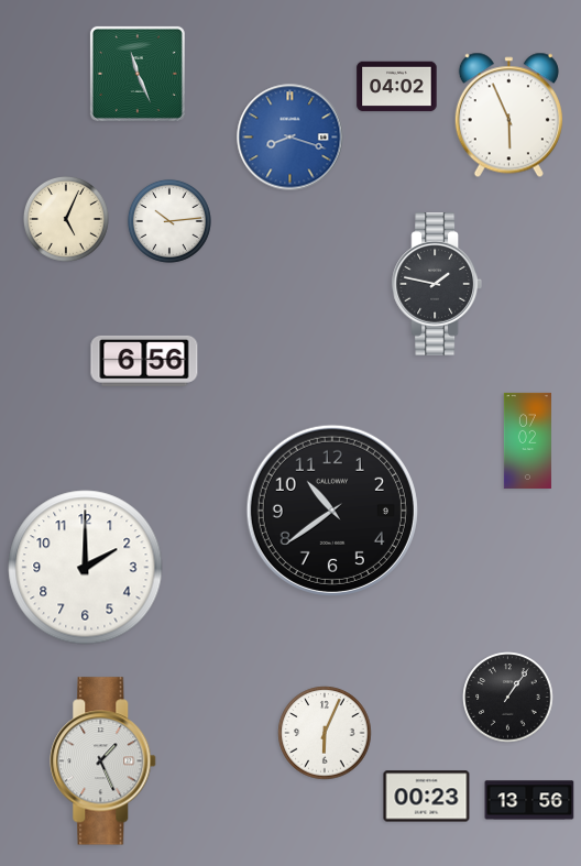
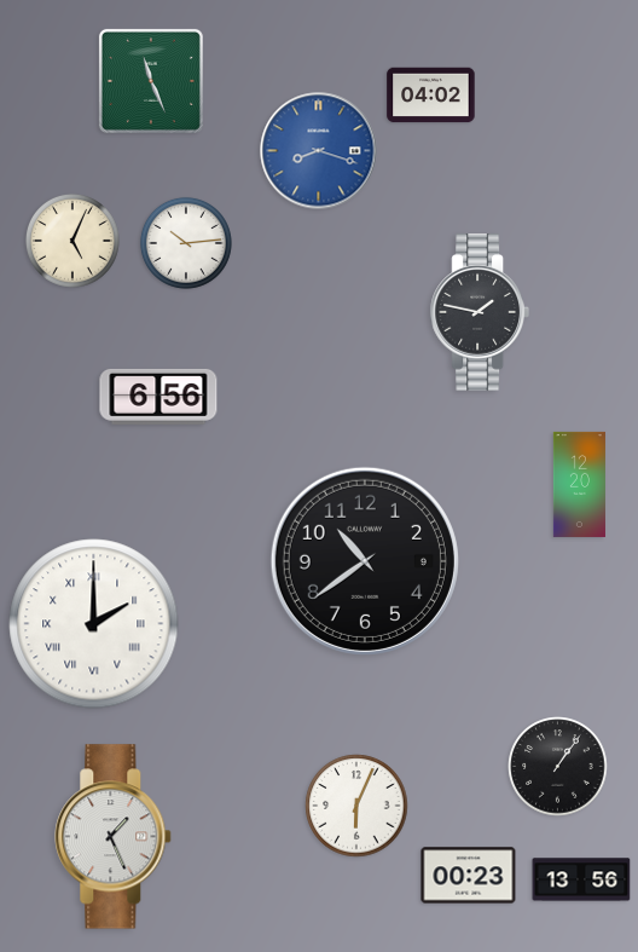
clock at (397, 87) position: (397, 87) -> (431, 96)
clock at (508, 116): 5:56 -> none
clock at (527, 440): 07:02 -> 12:20
clock at (86, 568) numerals: Arabic -> Roman
